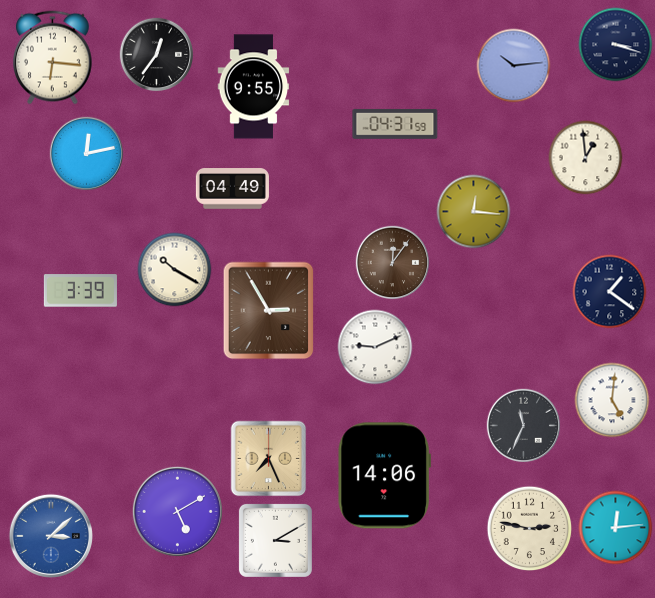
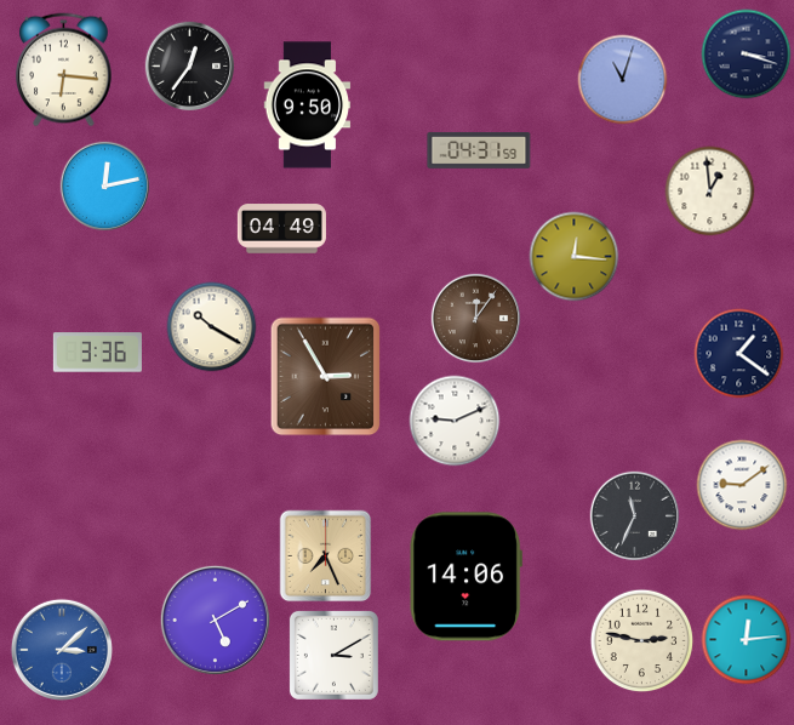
clock at (514, 66): 10:14 -> 11:03
clock at (254, 87): 9:55 -> 9:50
clock at (80, 291): 3:39 -> 3:36
clock at (612, 400): 5:01 -> 9:09
